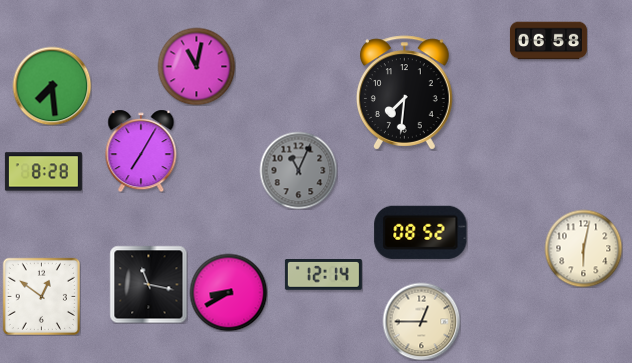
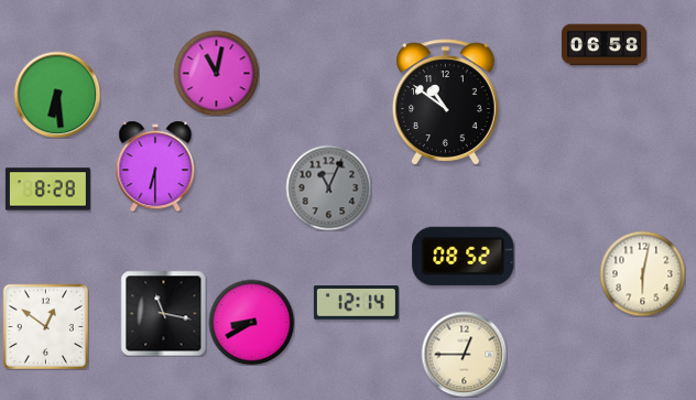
clock at (52, 86): 7:29 -> 6:29
clock at (404, 93): 7:31 -> 10:51
clock at (141, 151): 7:05 -> 6:30
